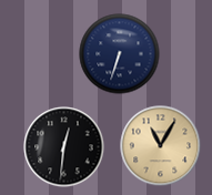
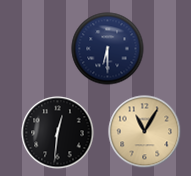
clock at (120, 54): 6:33 -> 6:30
